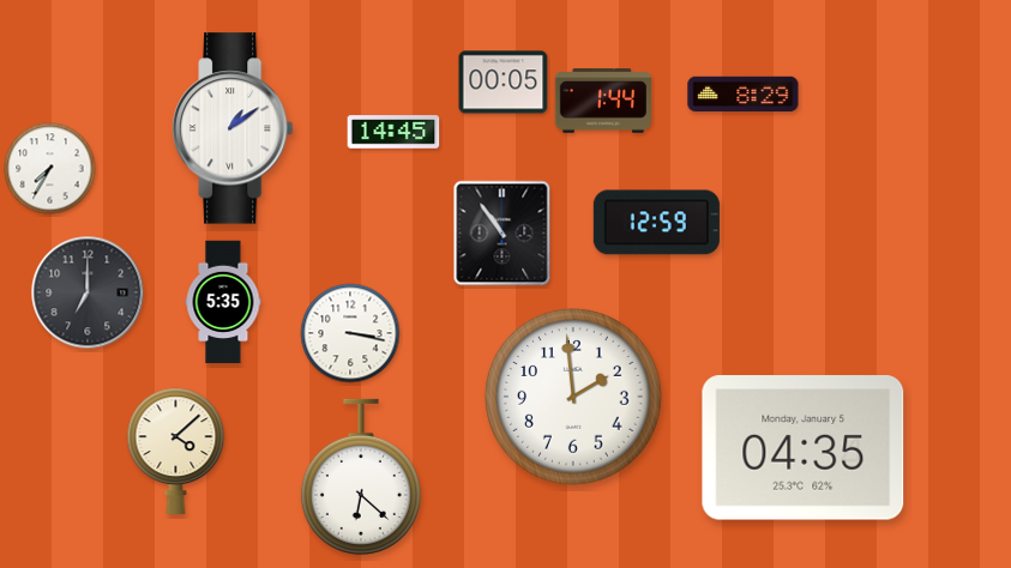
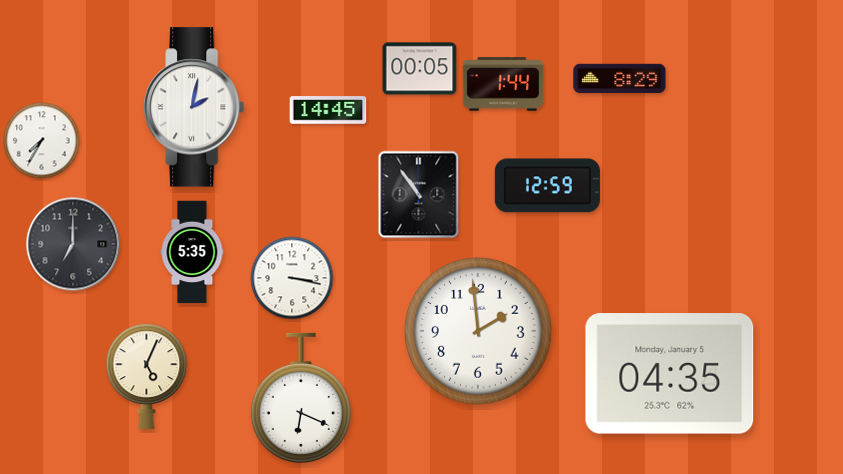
clock at (233, 128): 1:09 -> 2:02
clock at (223, 302) position: (223, 302) -> (192, 252)
clock at (176, 451): 4:08 -> 5:04
clock at (361, 477): 6:22 -> 6:19
